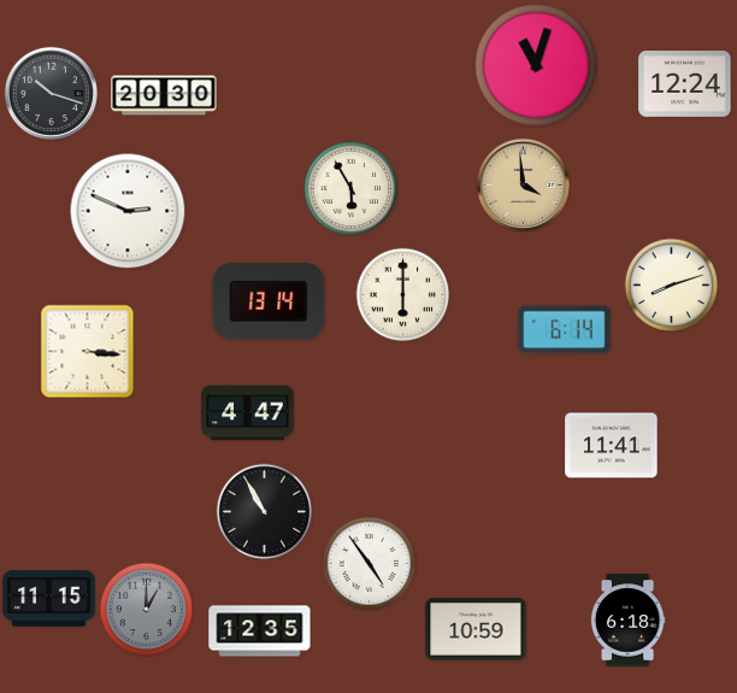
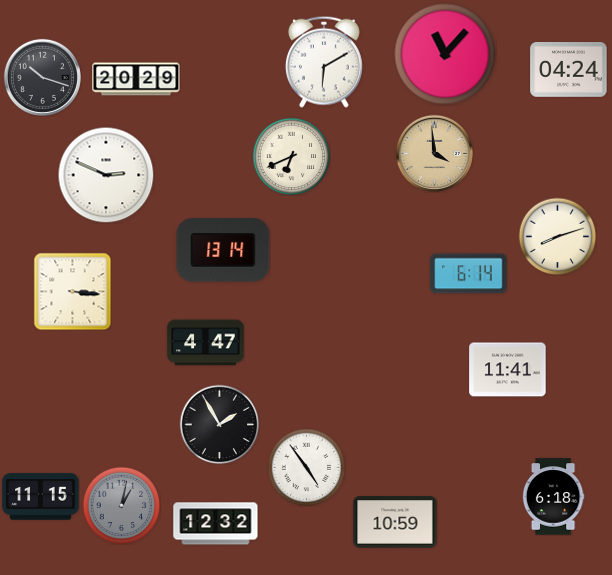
clock at (536, 65): 11:03 -> 11:07
clock at (324, 62): none -> 6:10
clock at (685, 84): 12:24 -> 04:24
clock at (164, 95): 20:30 -> 20:29
clock at (350, 188): 5:55 -> 6:41
clock at (402, 294): 6:00 -> none
clock at (264, 511): 10:55 -> 1:55
clock at (146, 609): 1:00 -> 1:02
clock at (627, 621) position: (627, 621) -> (553, 497)
clock at (260, 632): 12:35 -> 12:32
